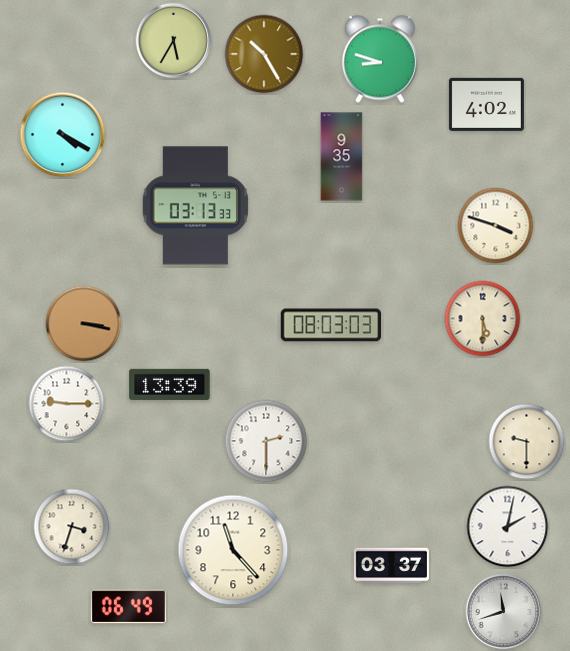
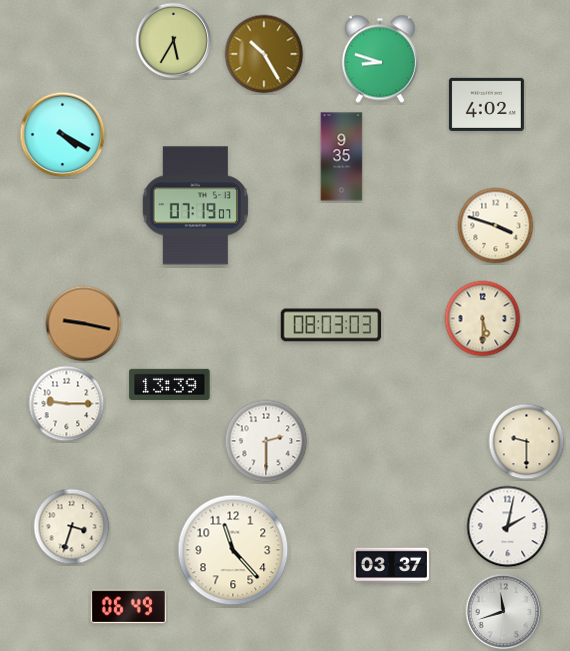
clock at (195, 206): 03:13 -> 07:19
clock at (84, 324): 3:17 -> 9:17
